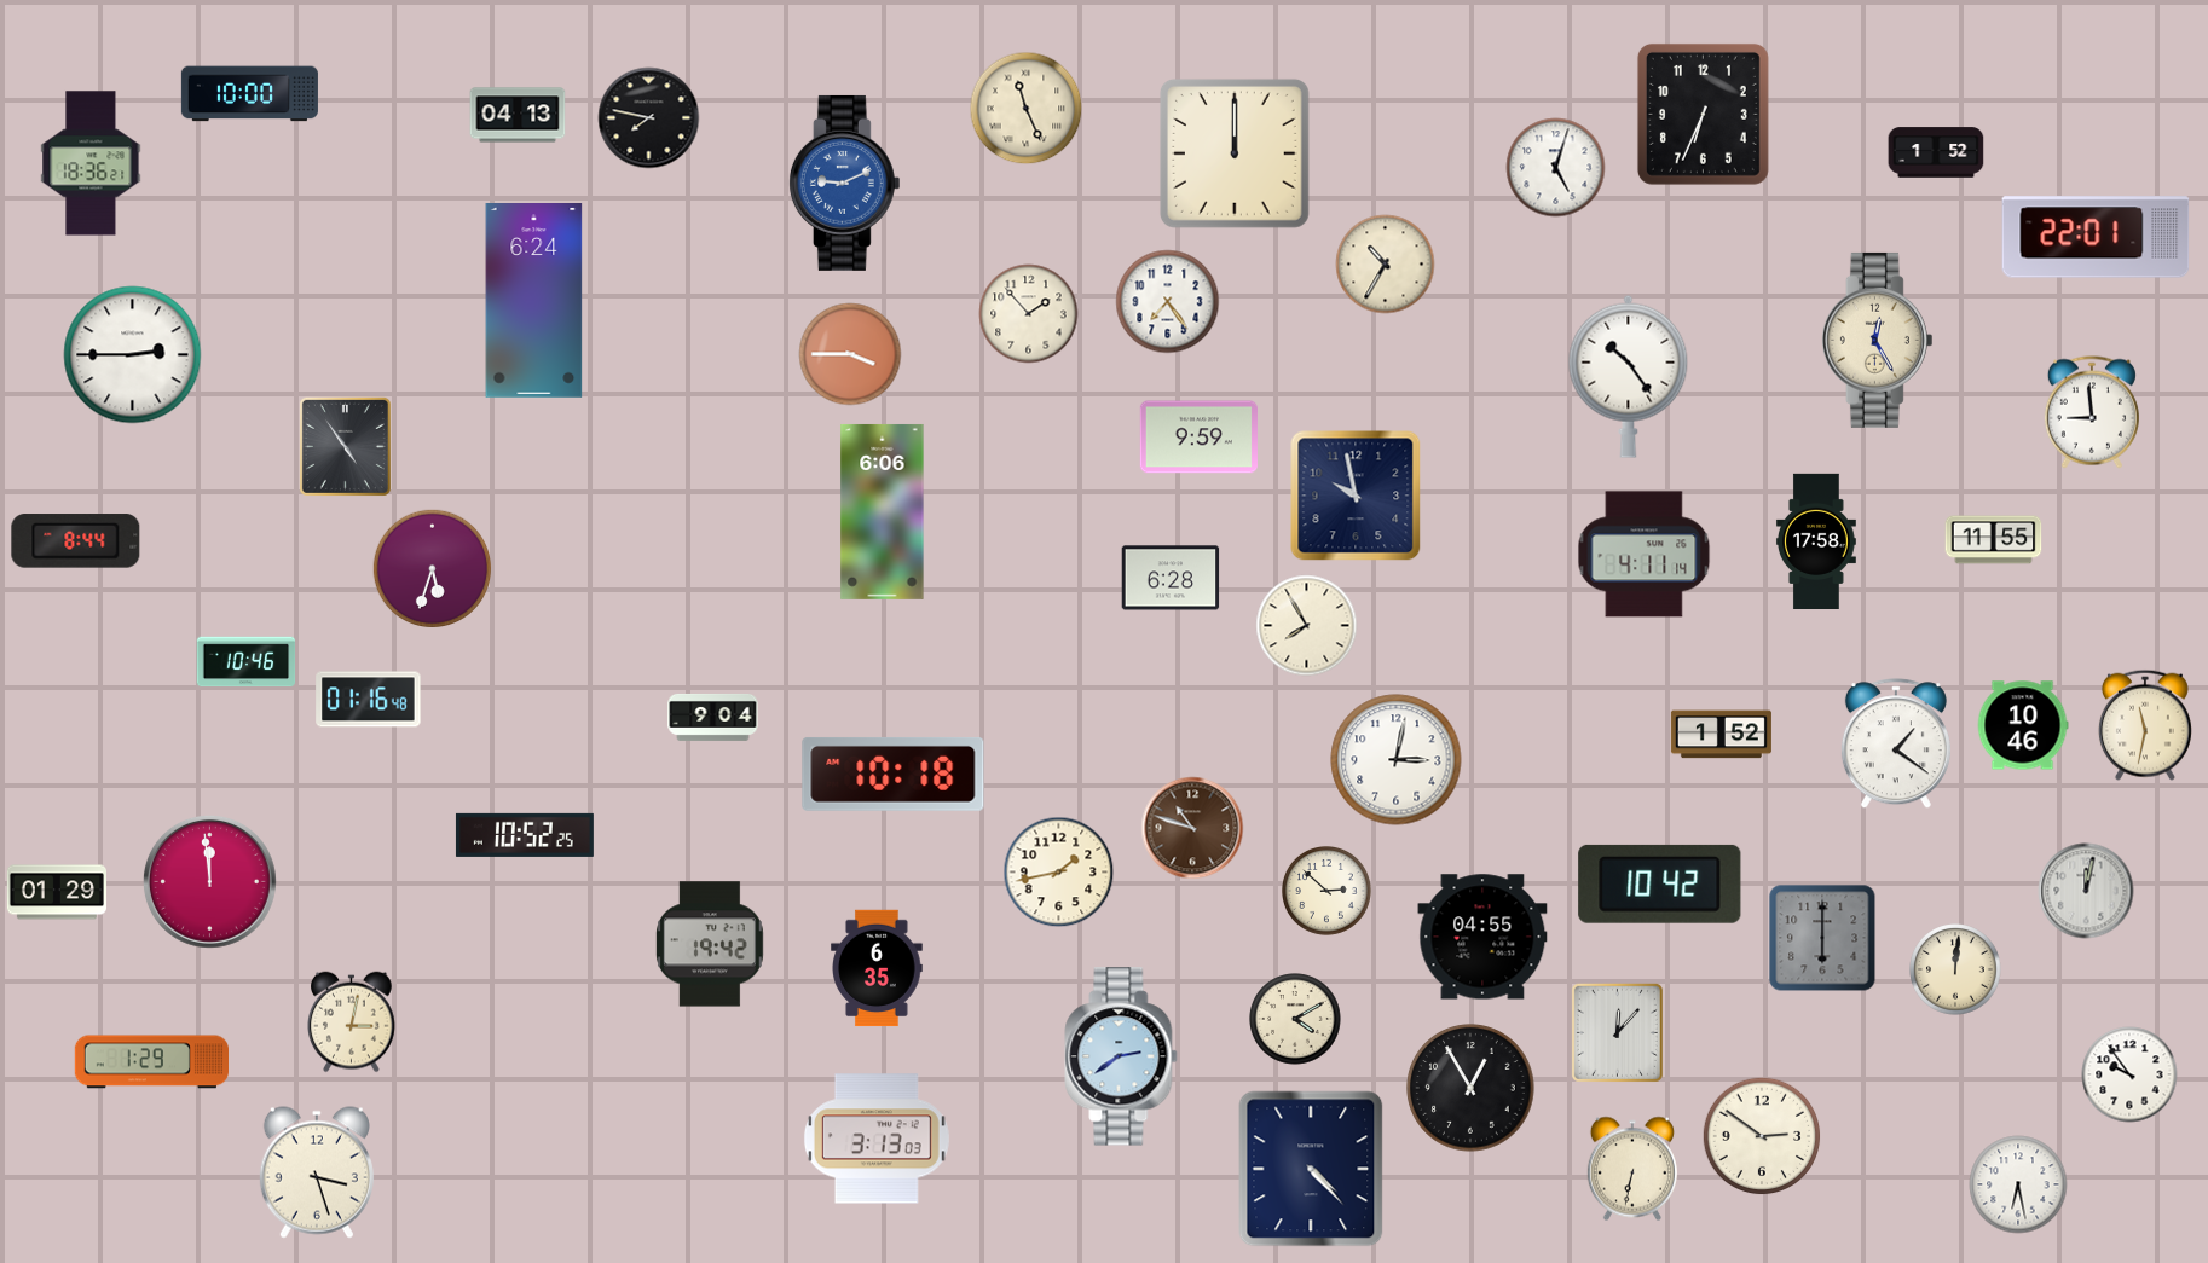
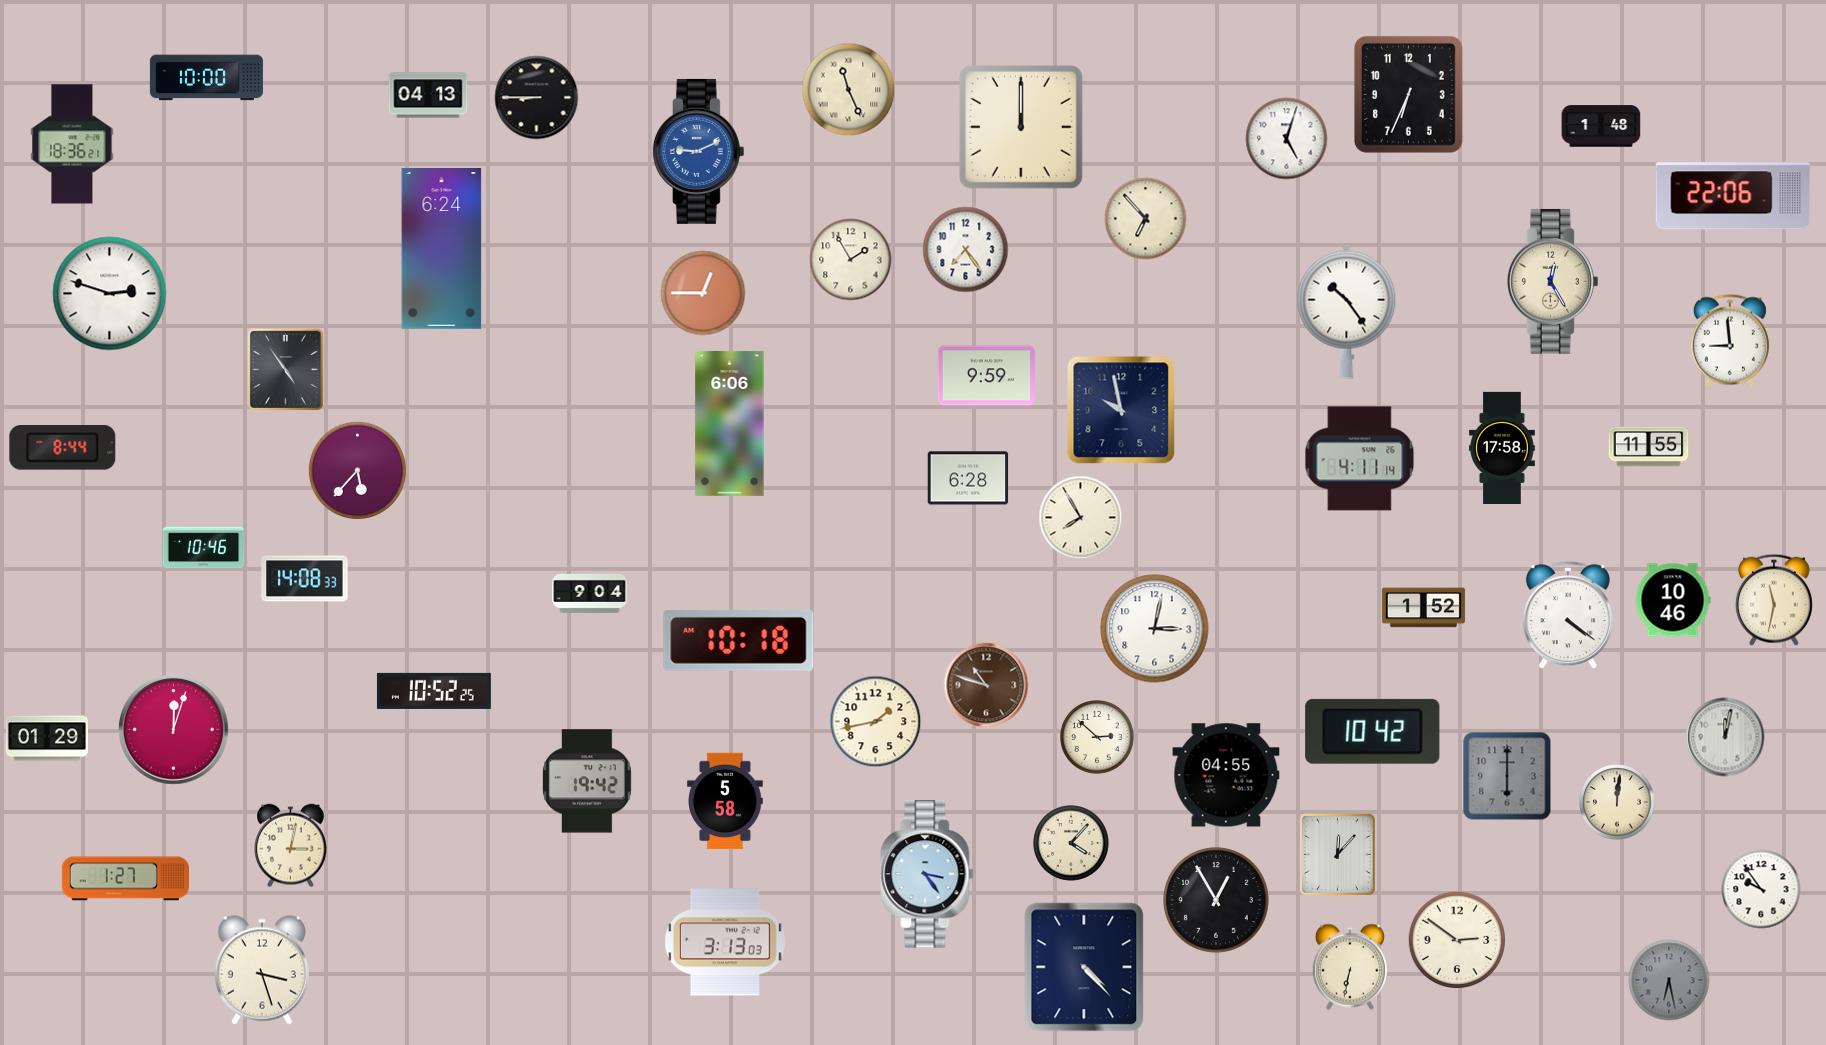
clock at (649, 118): 7:47 -> 8:45
clock at (1936, 152): 1:52 -> 1:48
clock at (91, 163) position: (91, 163) -> (72, 144)
clock at (2096, 237): 22:01 -> 22:06
clock at (1386, 265): 10:35 -> 6:53
clock at (1029, 314): 1:53 -> 1:55
clock at (850, 354): 3:45 -> 12:45
clock at (133, 355): 2:45 -> 2:48
clock at (1198, 438) position: (1198, 438) -> (986, 376)
clock at (432, 568): 5:33 -> 5:37
clock at (369, 700): 01:16 -> 14:08
clock at (1896, 745): 1:21 -> 4:21
clock at (209, 881): 11:59 -> 12:03
clock at (877, 968): 6:35 -> 5:58
clock at (1295, 1019): 4:10 -> 4:07
clock at (1121, 1056): 2:39 -> 3:24
clock at (151, 1062): 1:29 -> 1:27
clock at (2018, 1184) dial: white -> grey
